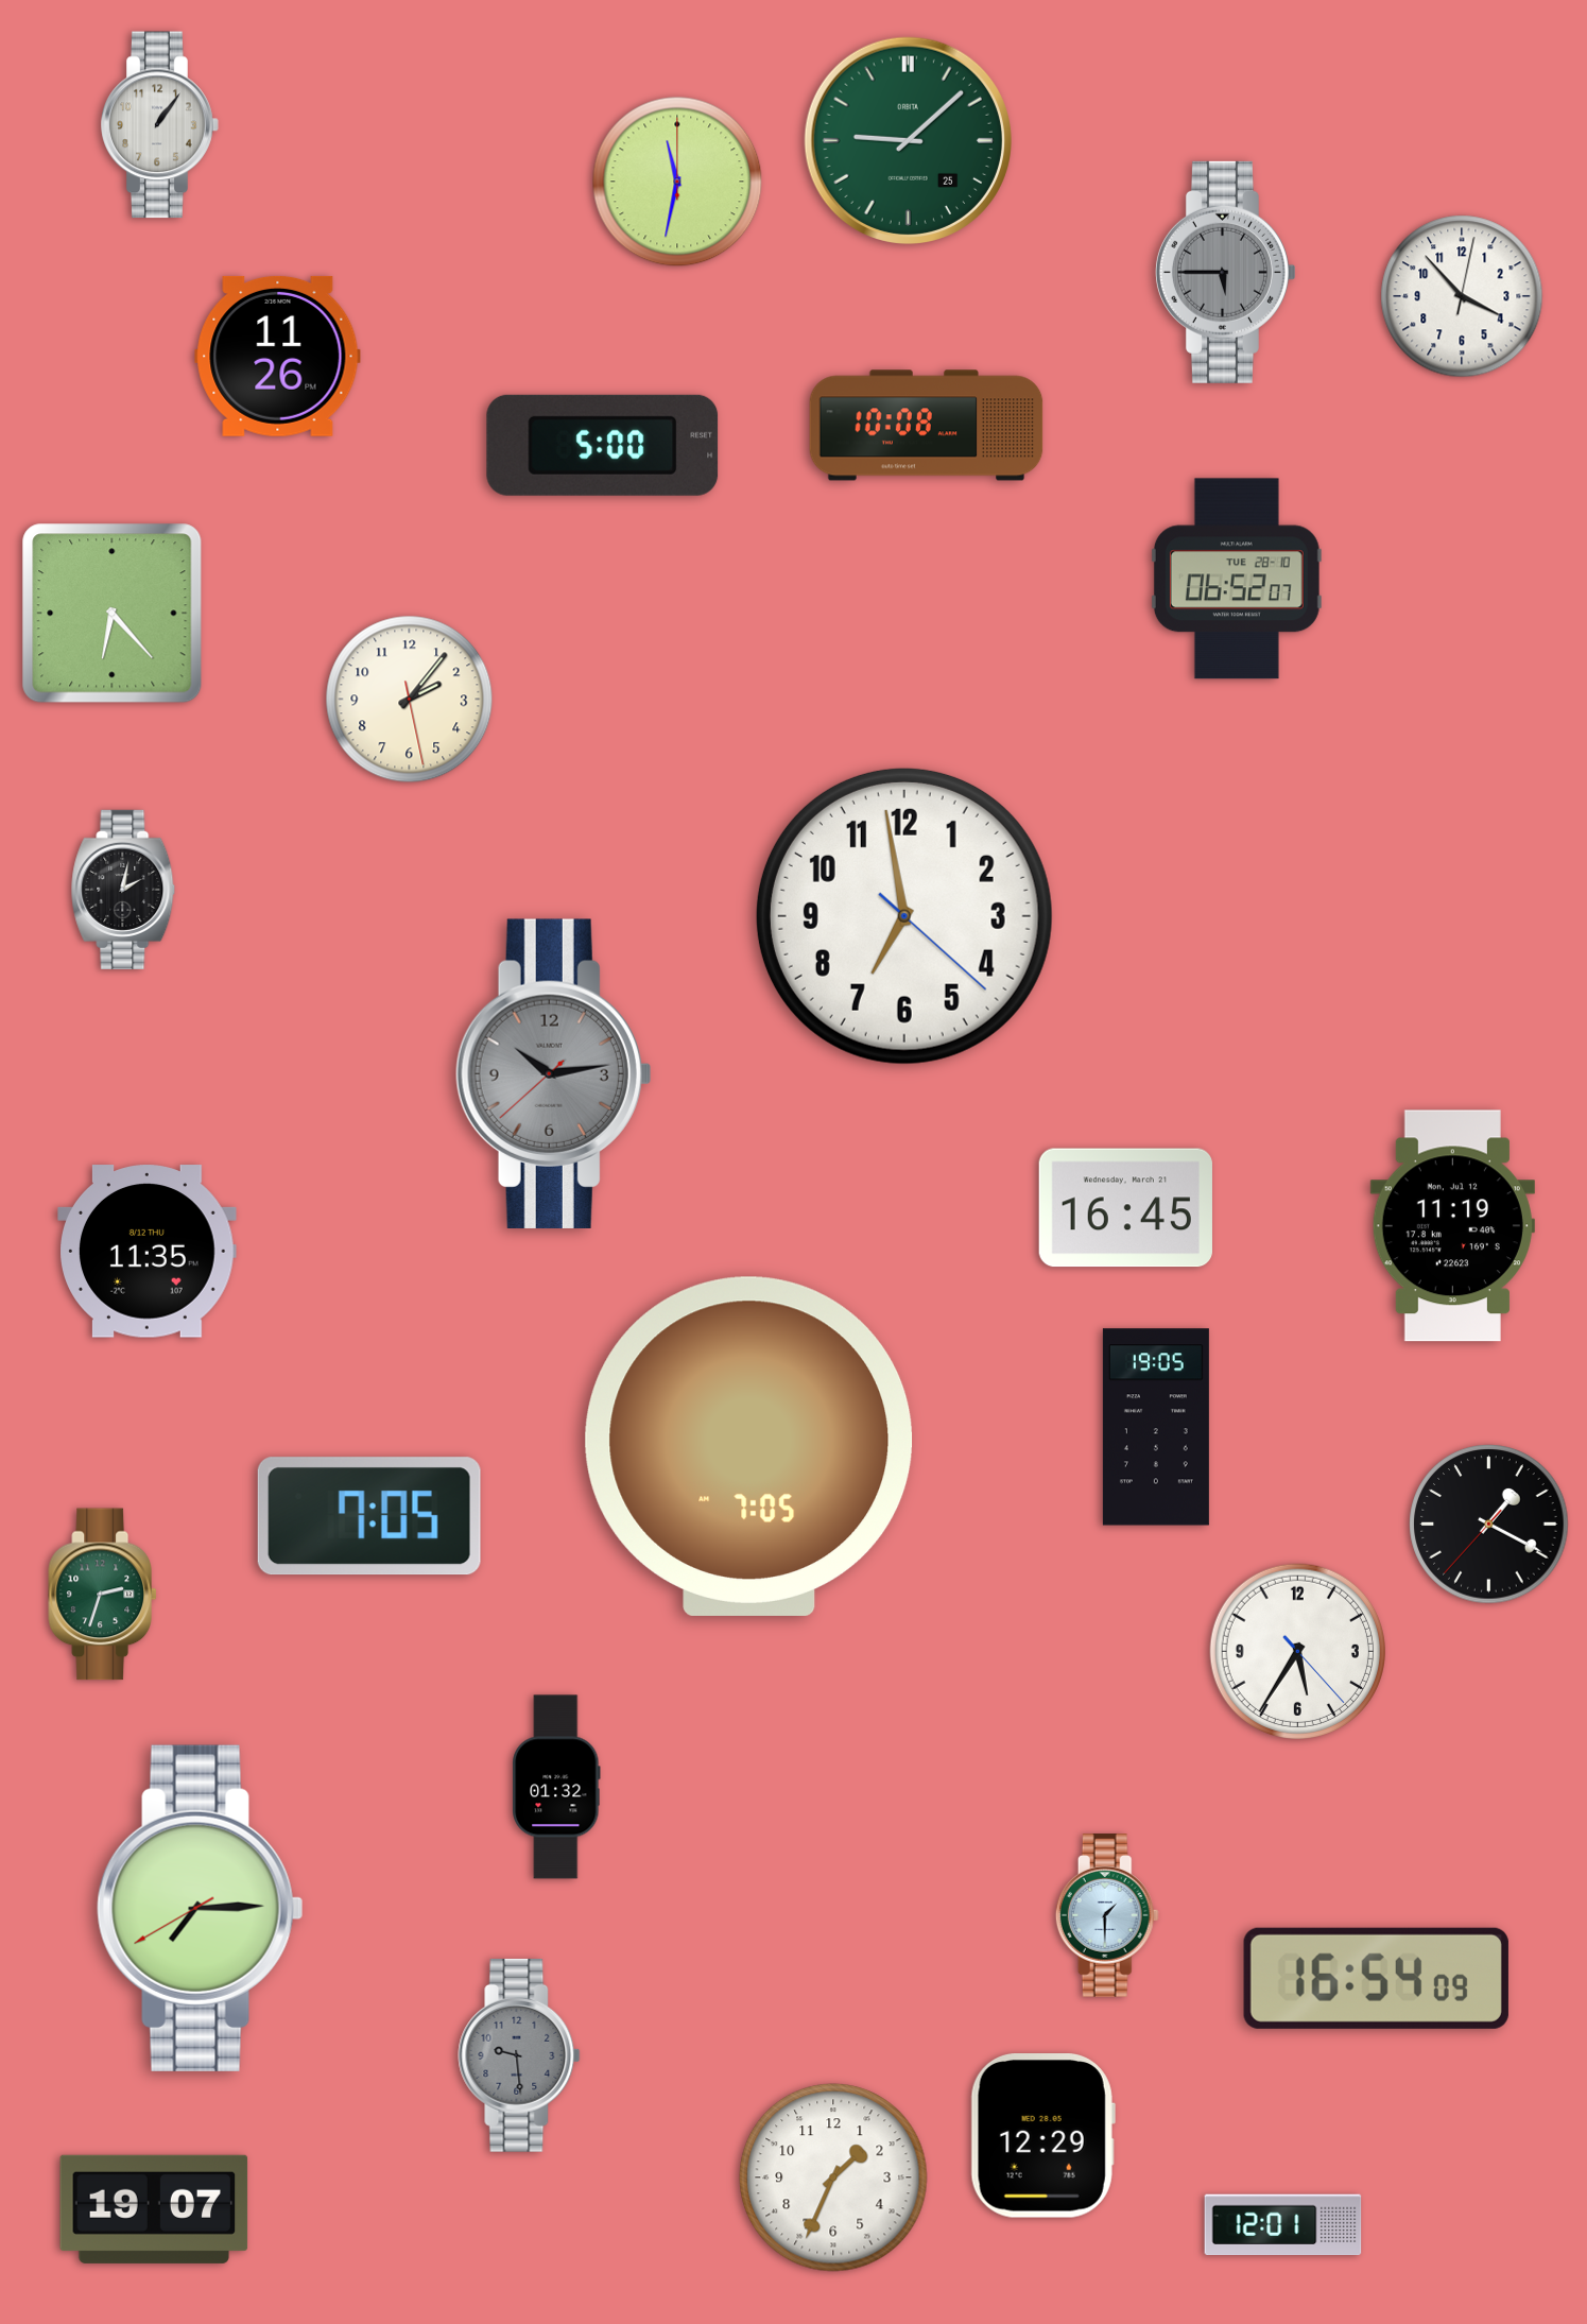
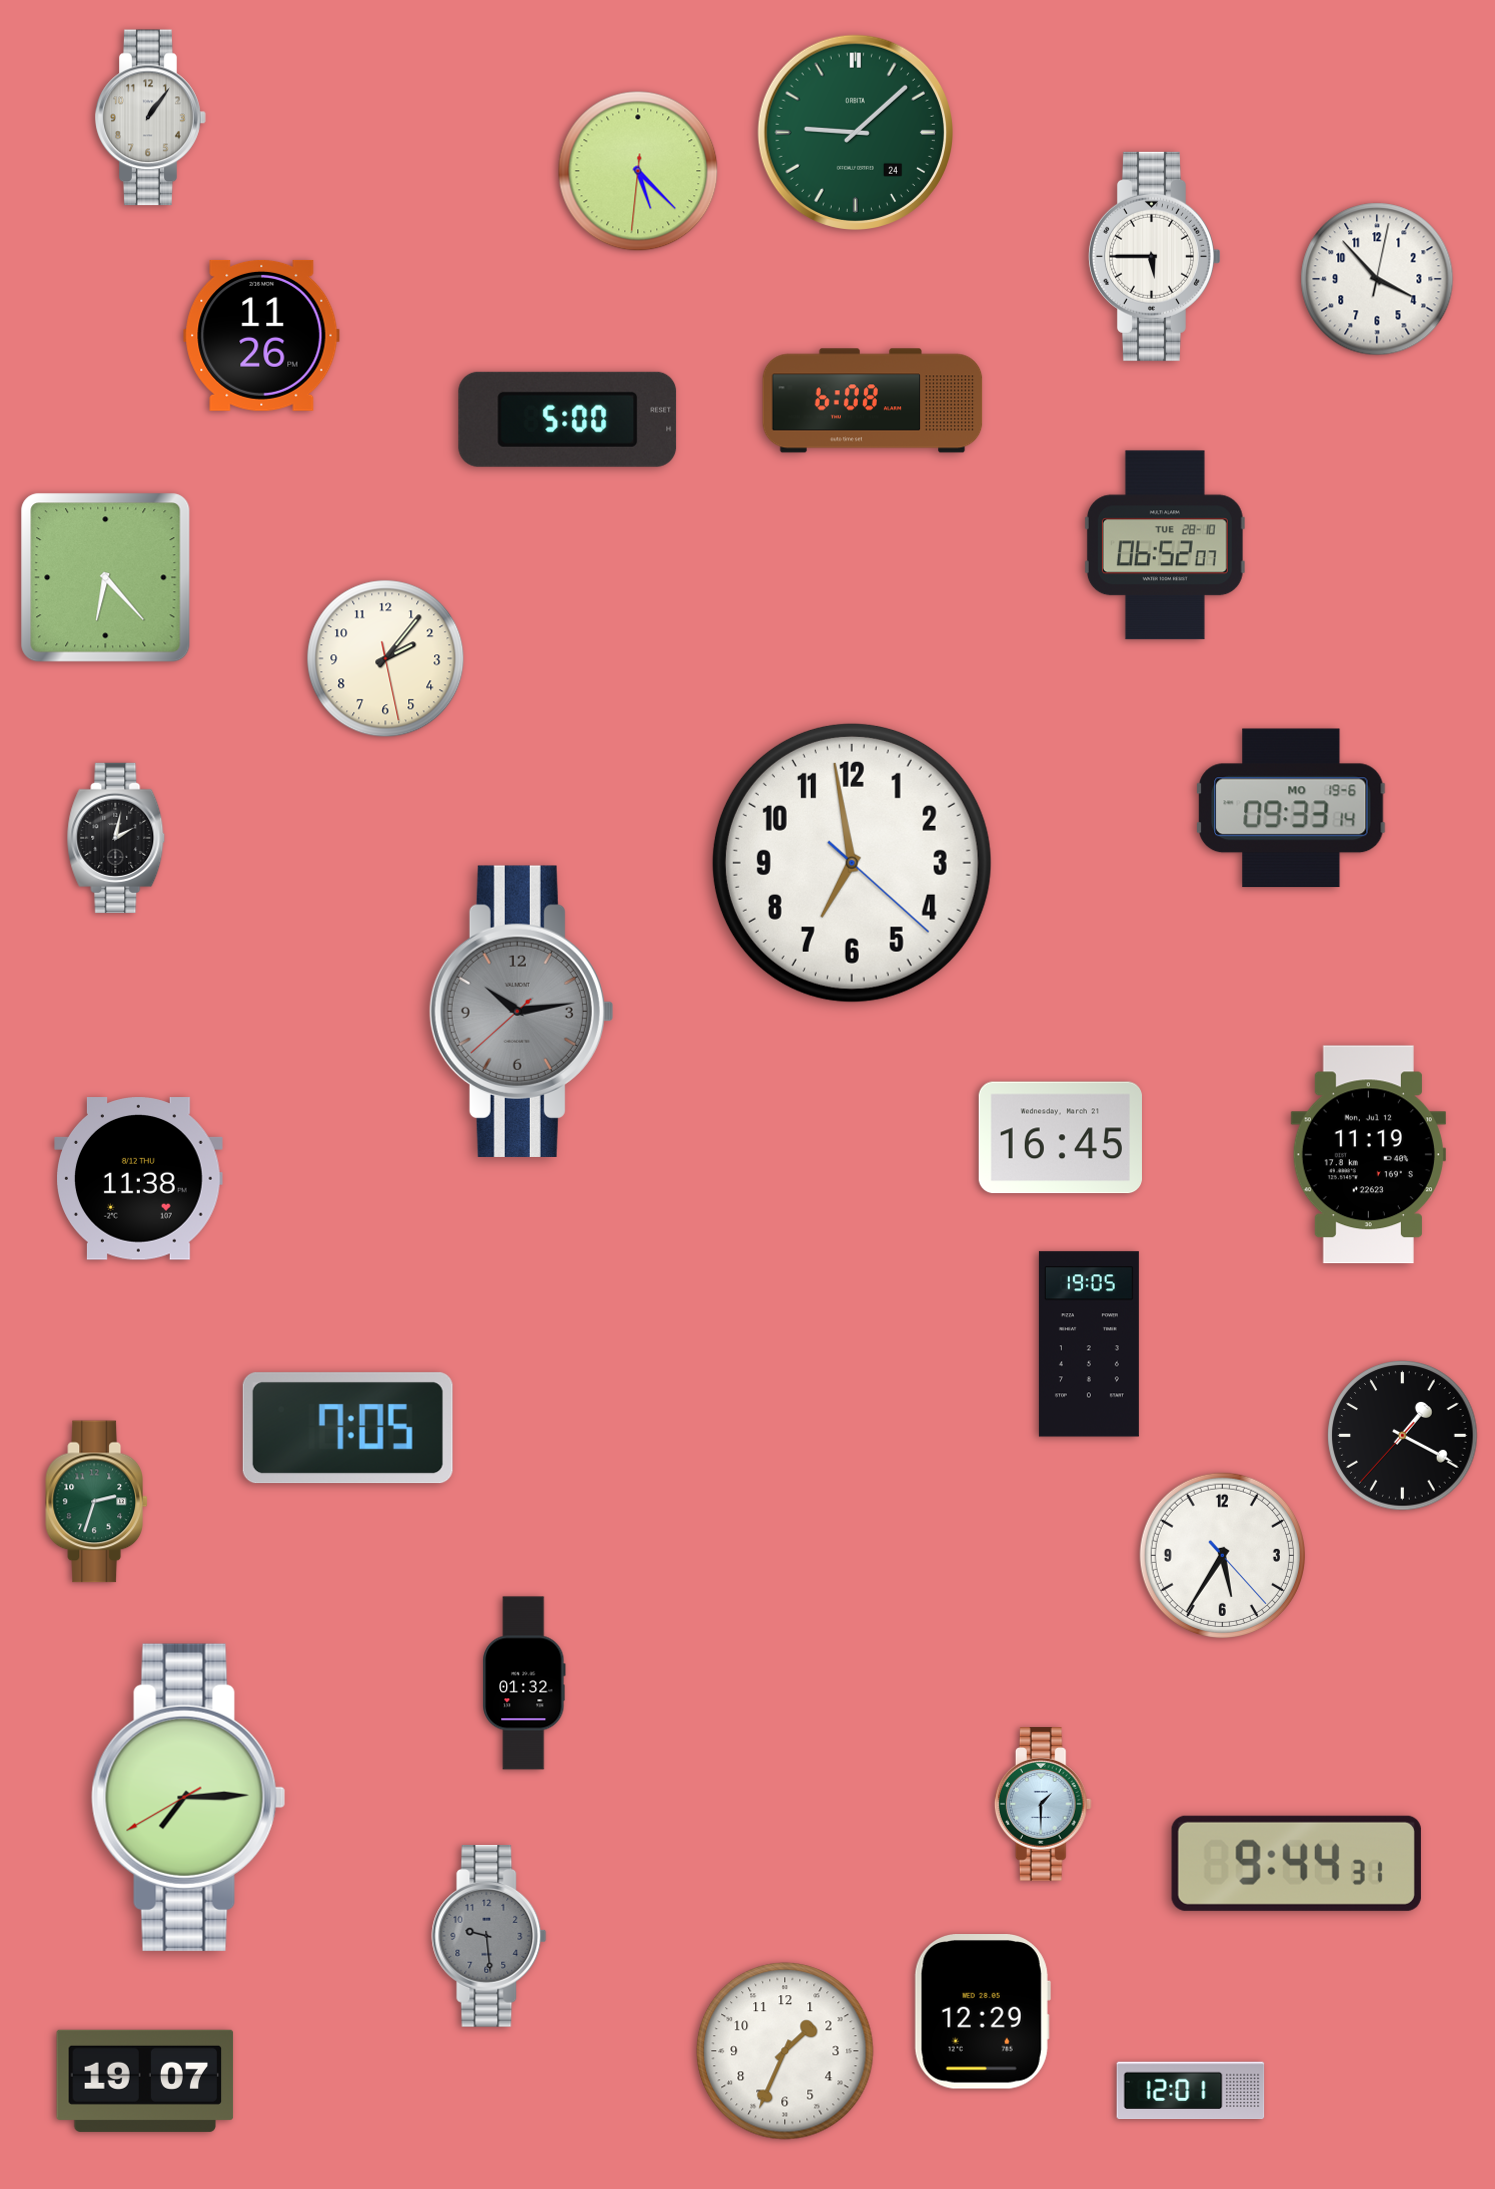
clock at (908, 140) date: 25 -> 24
clock at (677, 182): 11:32 -> 5:22
clock at (1225, 272) dial: grey -> white
clock at (927, 426): 10:08 -> 6:08
clock at (1291, 808): none -> 09:33
clock at (148, 1252): 11:35 -> 11:38
clock at (749, 1446): 7:05 -> none
clock at (1376, 1978): 16:54 -> 9:44
clock at (1283, 2225) position: (1283, 2225) -> (1191, 2091)
